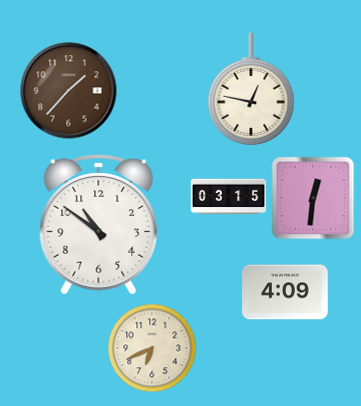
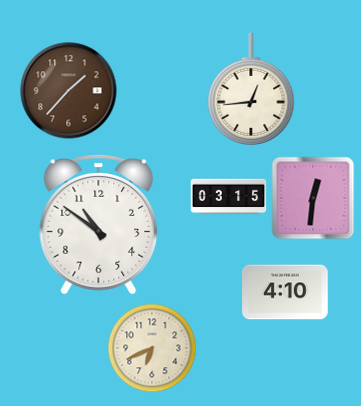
clock at (251, 89): 12:47 -> 12:44
clock at (285, 292): 4:09 -> 4:10
